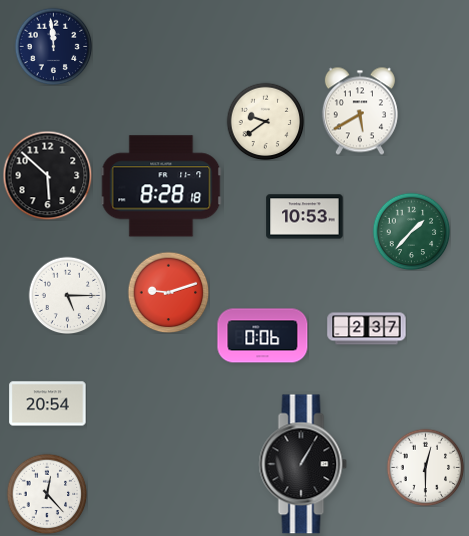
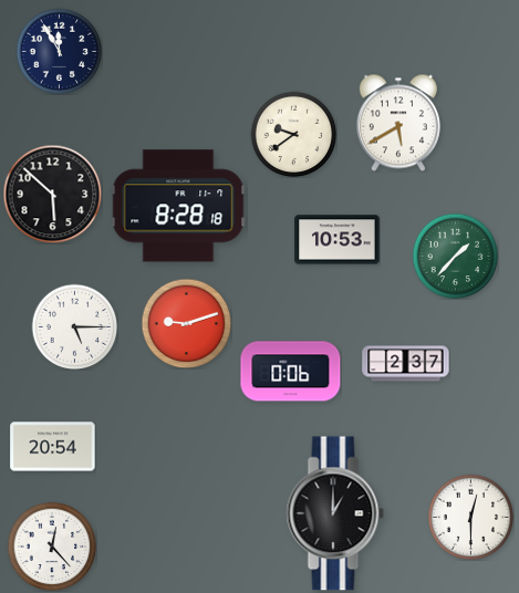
clock at (53, 46): 11:59 -> 11:55
clock at (303, 464): 1:05 -> 1:00
